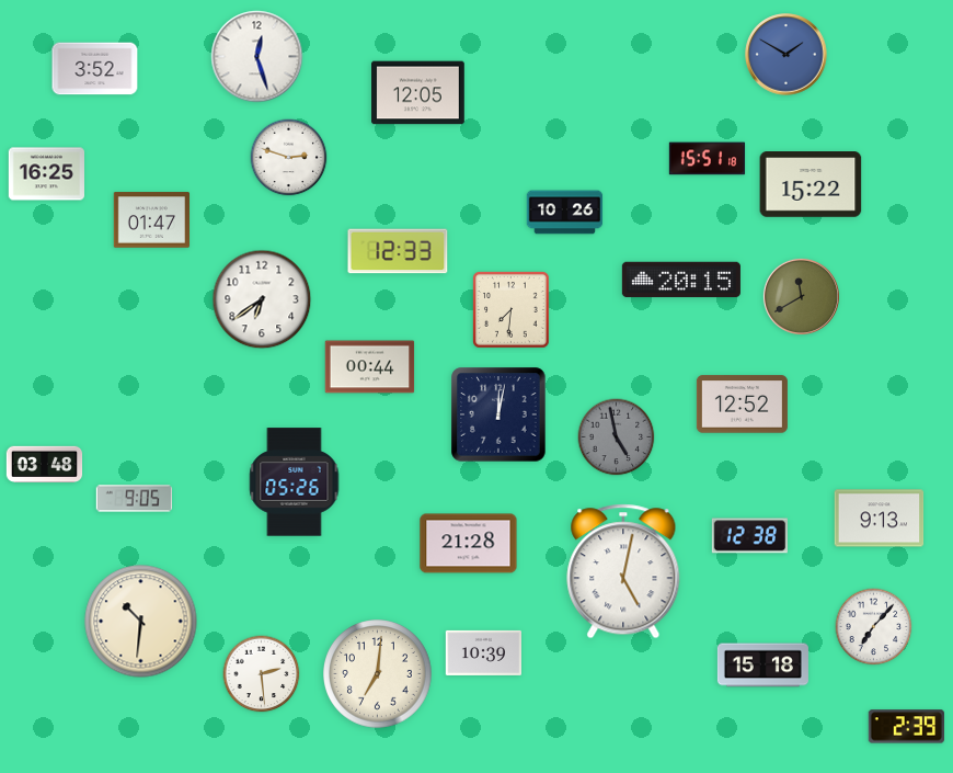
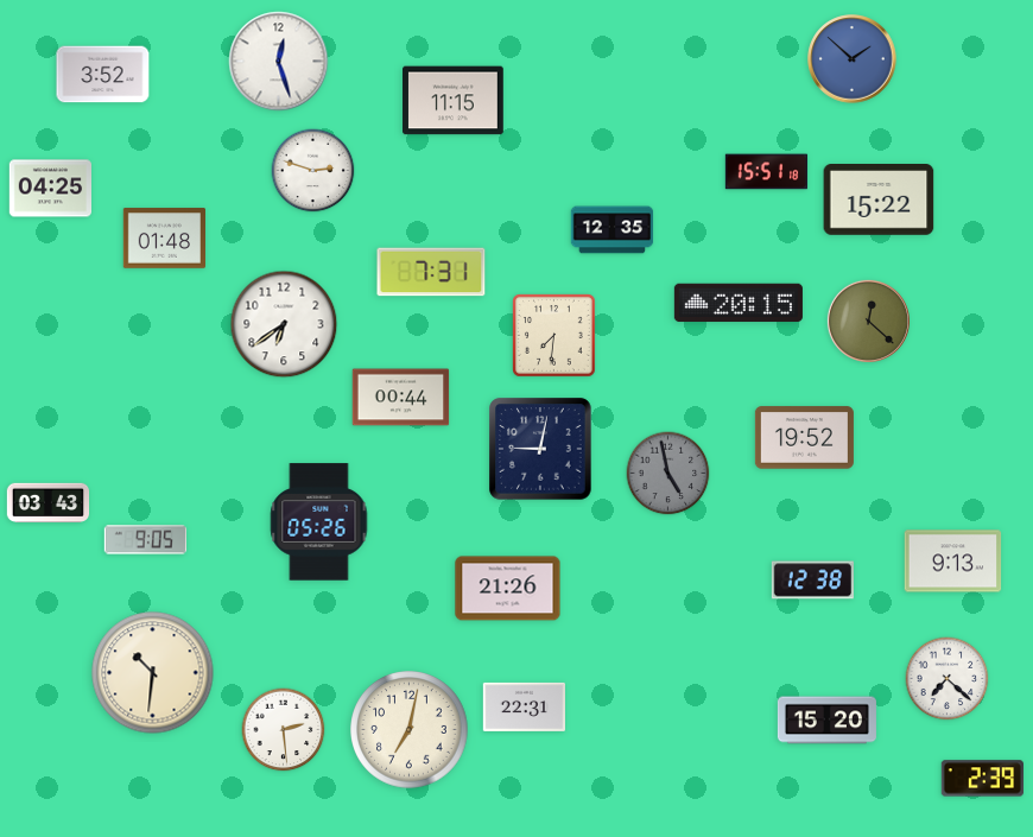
clock at (786, 55): 1:50 -> 1:52
clock at (418, 93): 12:05 -> 11:15
clock at (46, 174): 16:25 -> 04:25
clock at (565, 213): 10:26 -> 12:35
clock at (151, 220): 01:47 -> 01:48
clock at (398, 251): 12:33 -> 7:31
clock at (801, 296): 11:40 -> 12:22
clock at (742, 405): 12:52 -> 19:52
clock at (498, 414): 12:02 -> 9:02
clock at (45, 465): 03:48 -> 03:43
clock at (469, 544): 21:28 -> 21:26
clock at (623, 571): 5:02 -> none
clock at (874, 627): 7:07 -> 7:22
clock at (483, 652): 10:39 -> 22:31
clock at (762, 666): 15:18 -> 15:20
clock at (378, 674): 7:01 -> 7:02
clock at (906, 727) position: (906, 727) -> (982, 779)
